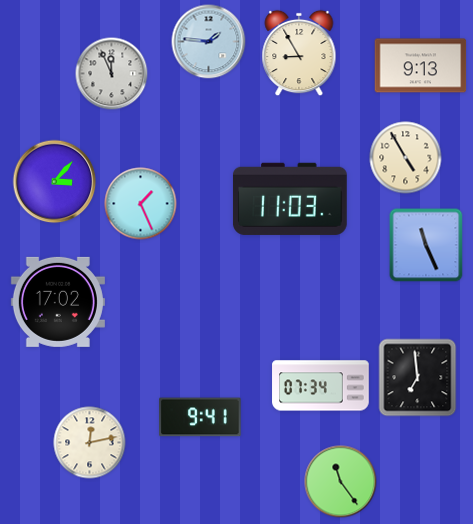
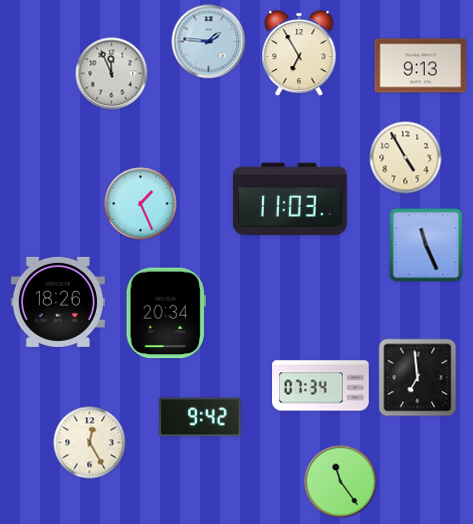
clock at (299, 53): 8:55 -> 6:55
clock at (55, 182): 3:07 -> none
clock at (58, 302): 17:02 -> 18:26
clock at (166, 313): none -> 20:34
clock at (200, 417): 9:41 -> 9:42
clock at (90, 443): 12:13 -> 12:25
